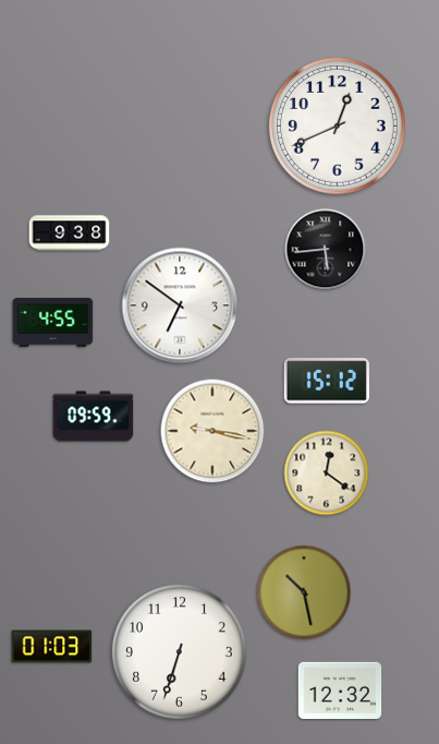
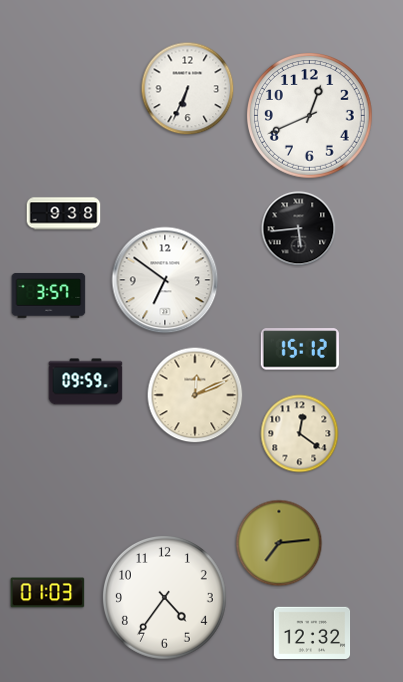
clock at (188, 89): none -> 6:34
clock at (53, 322): 4:55 -> 3:57
clock at (212, 431): 9:17 -> 12:11
clock at (304, 592): 10:28 -> 7:14
clock at (179, 651): 6:33 -> 4:36
